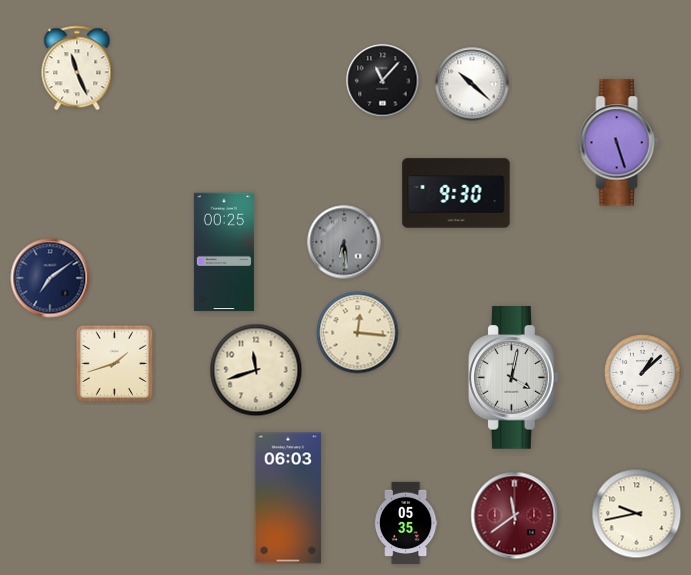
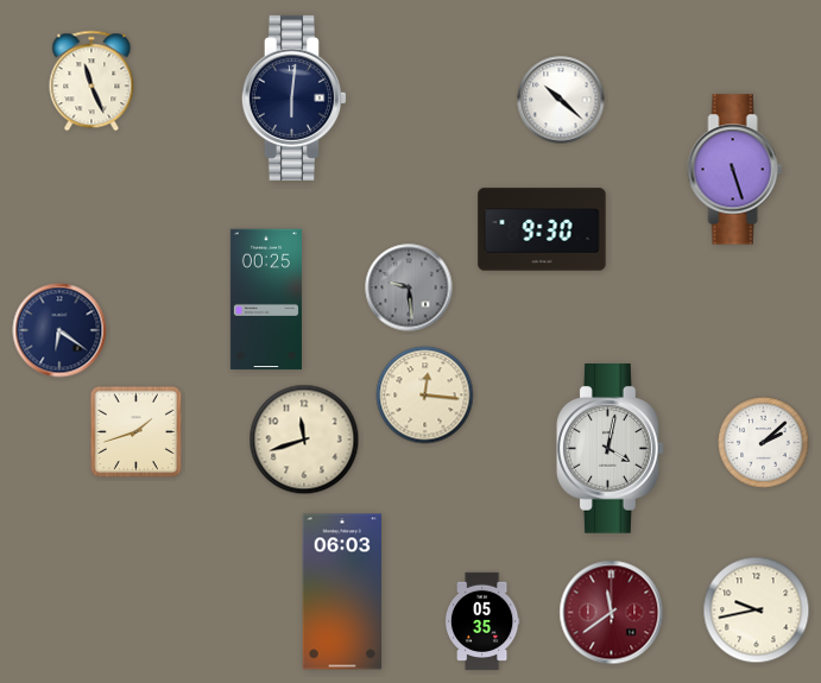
clock at (383, 81): 11:07 -> none
clock at (293, 97): none -> 6:01
clock at (344, 242): 6:29 -> 9:29
clock at (50, 278): 7:09 -> 6:21
clock at (643, 373): 1:08 -> 2:08
